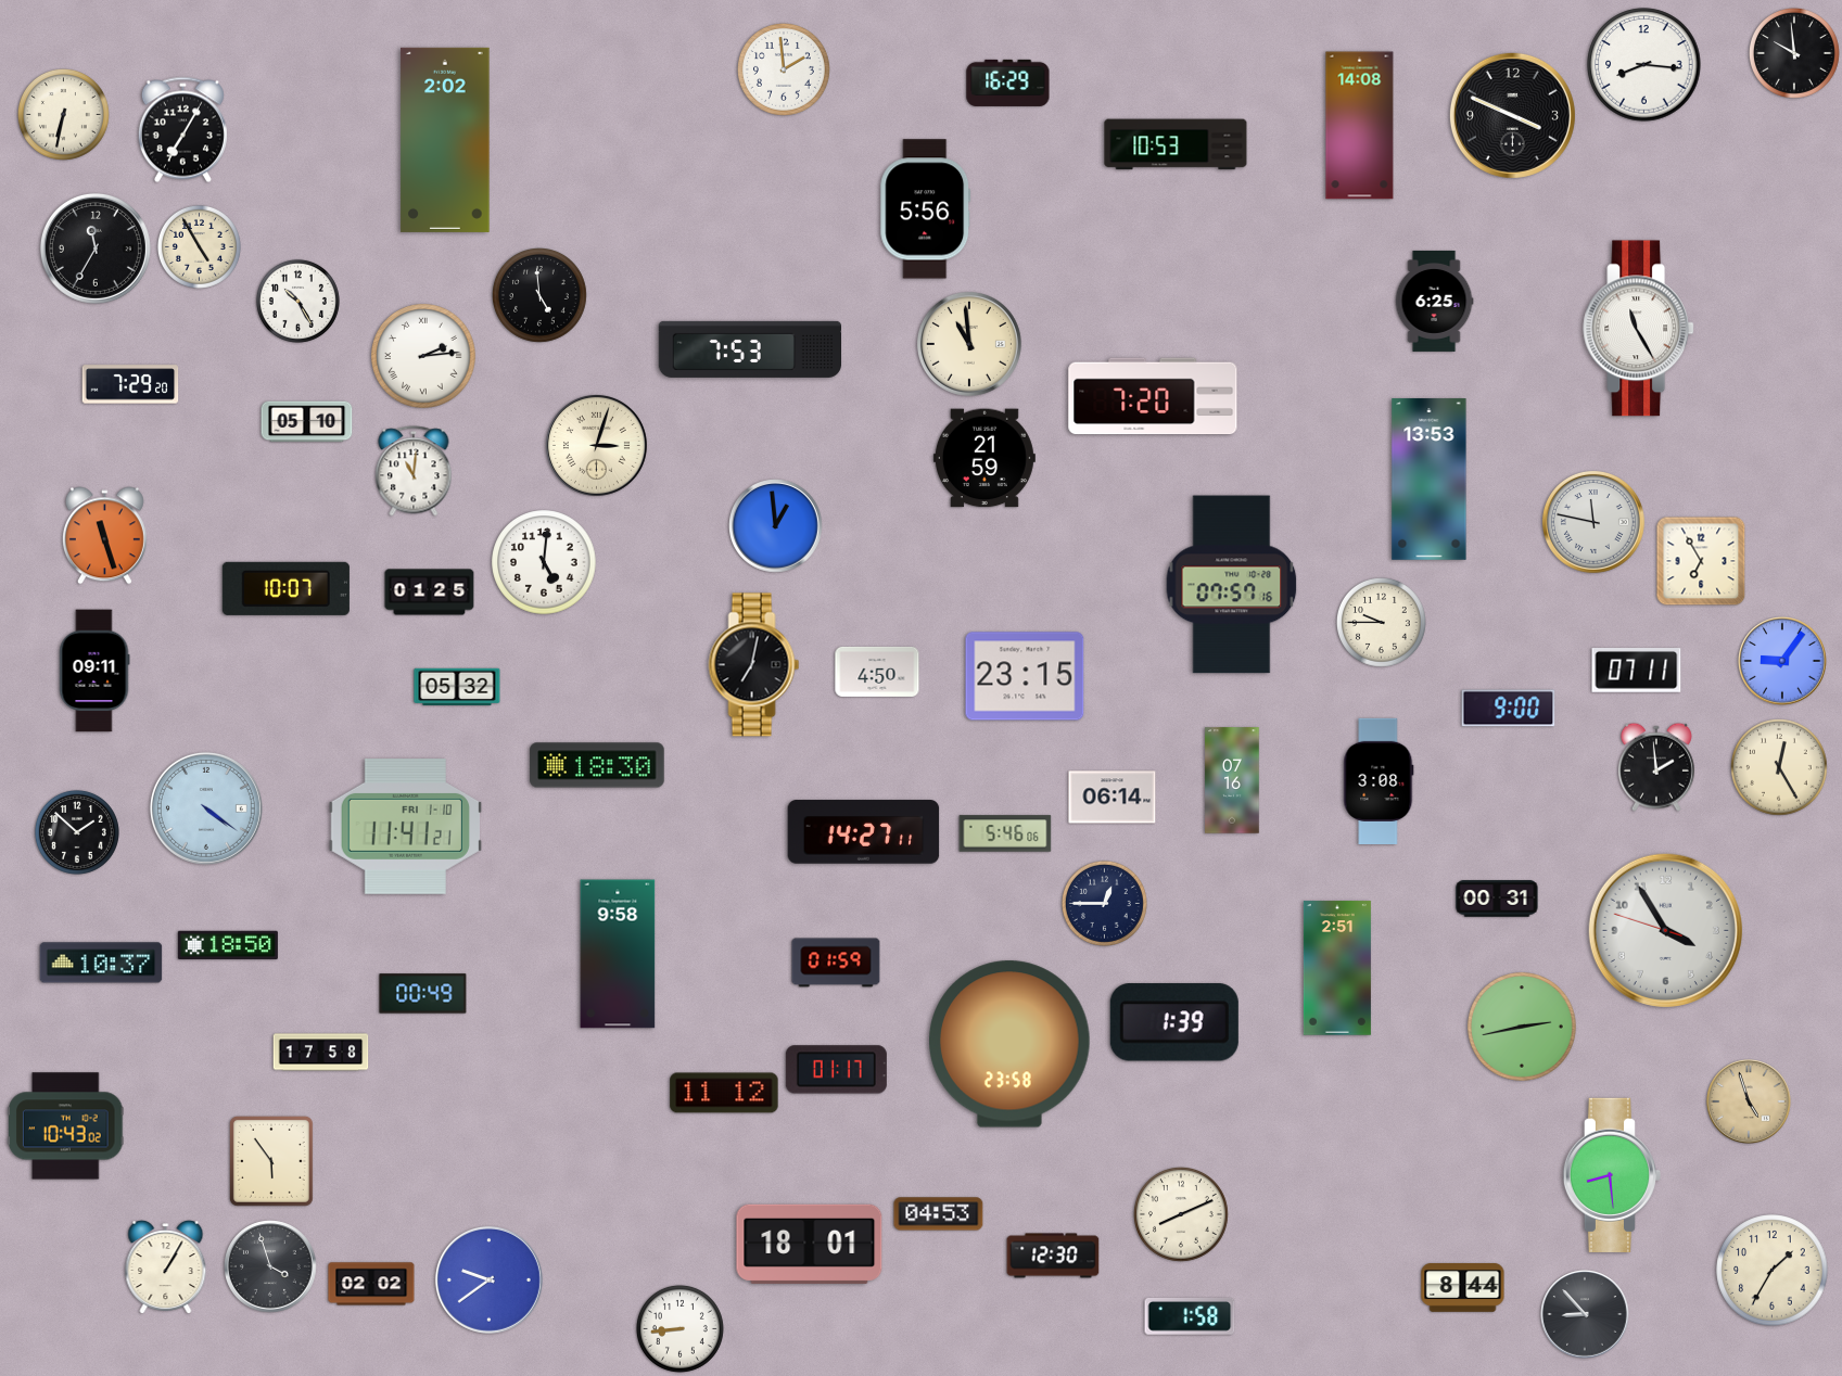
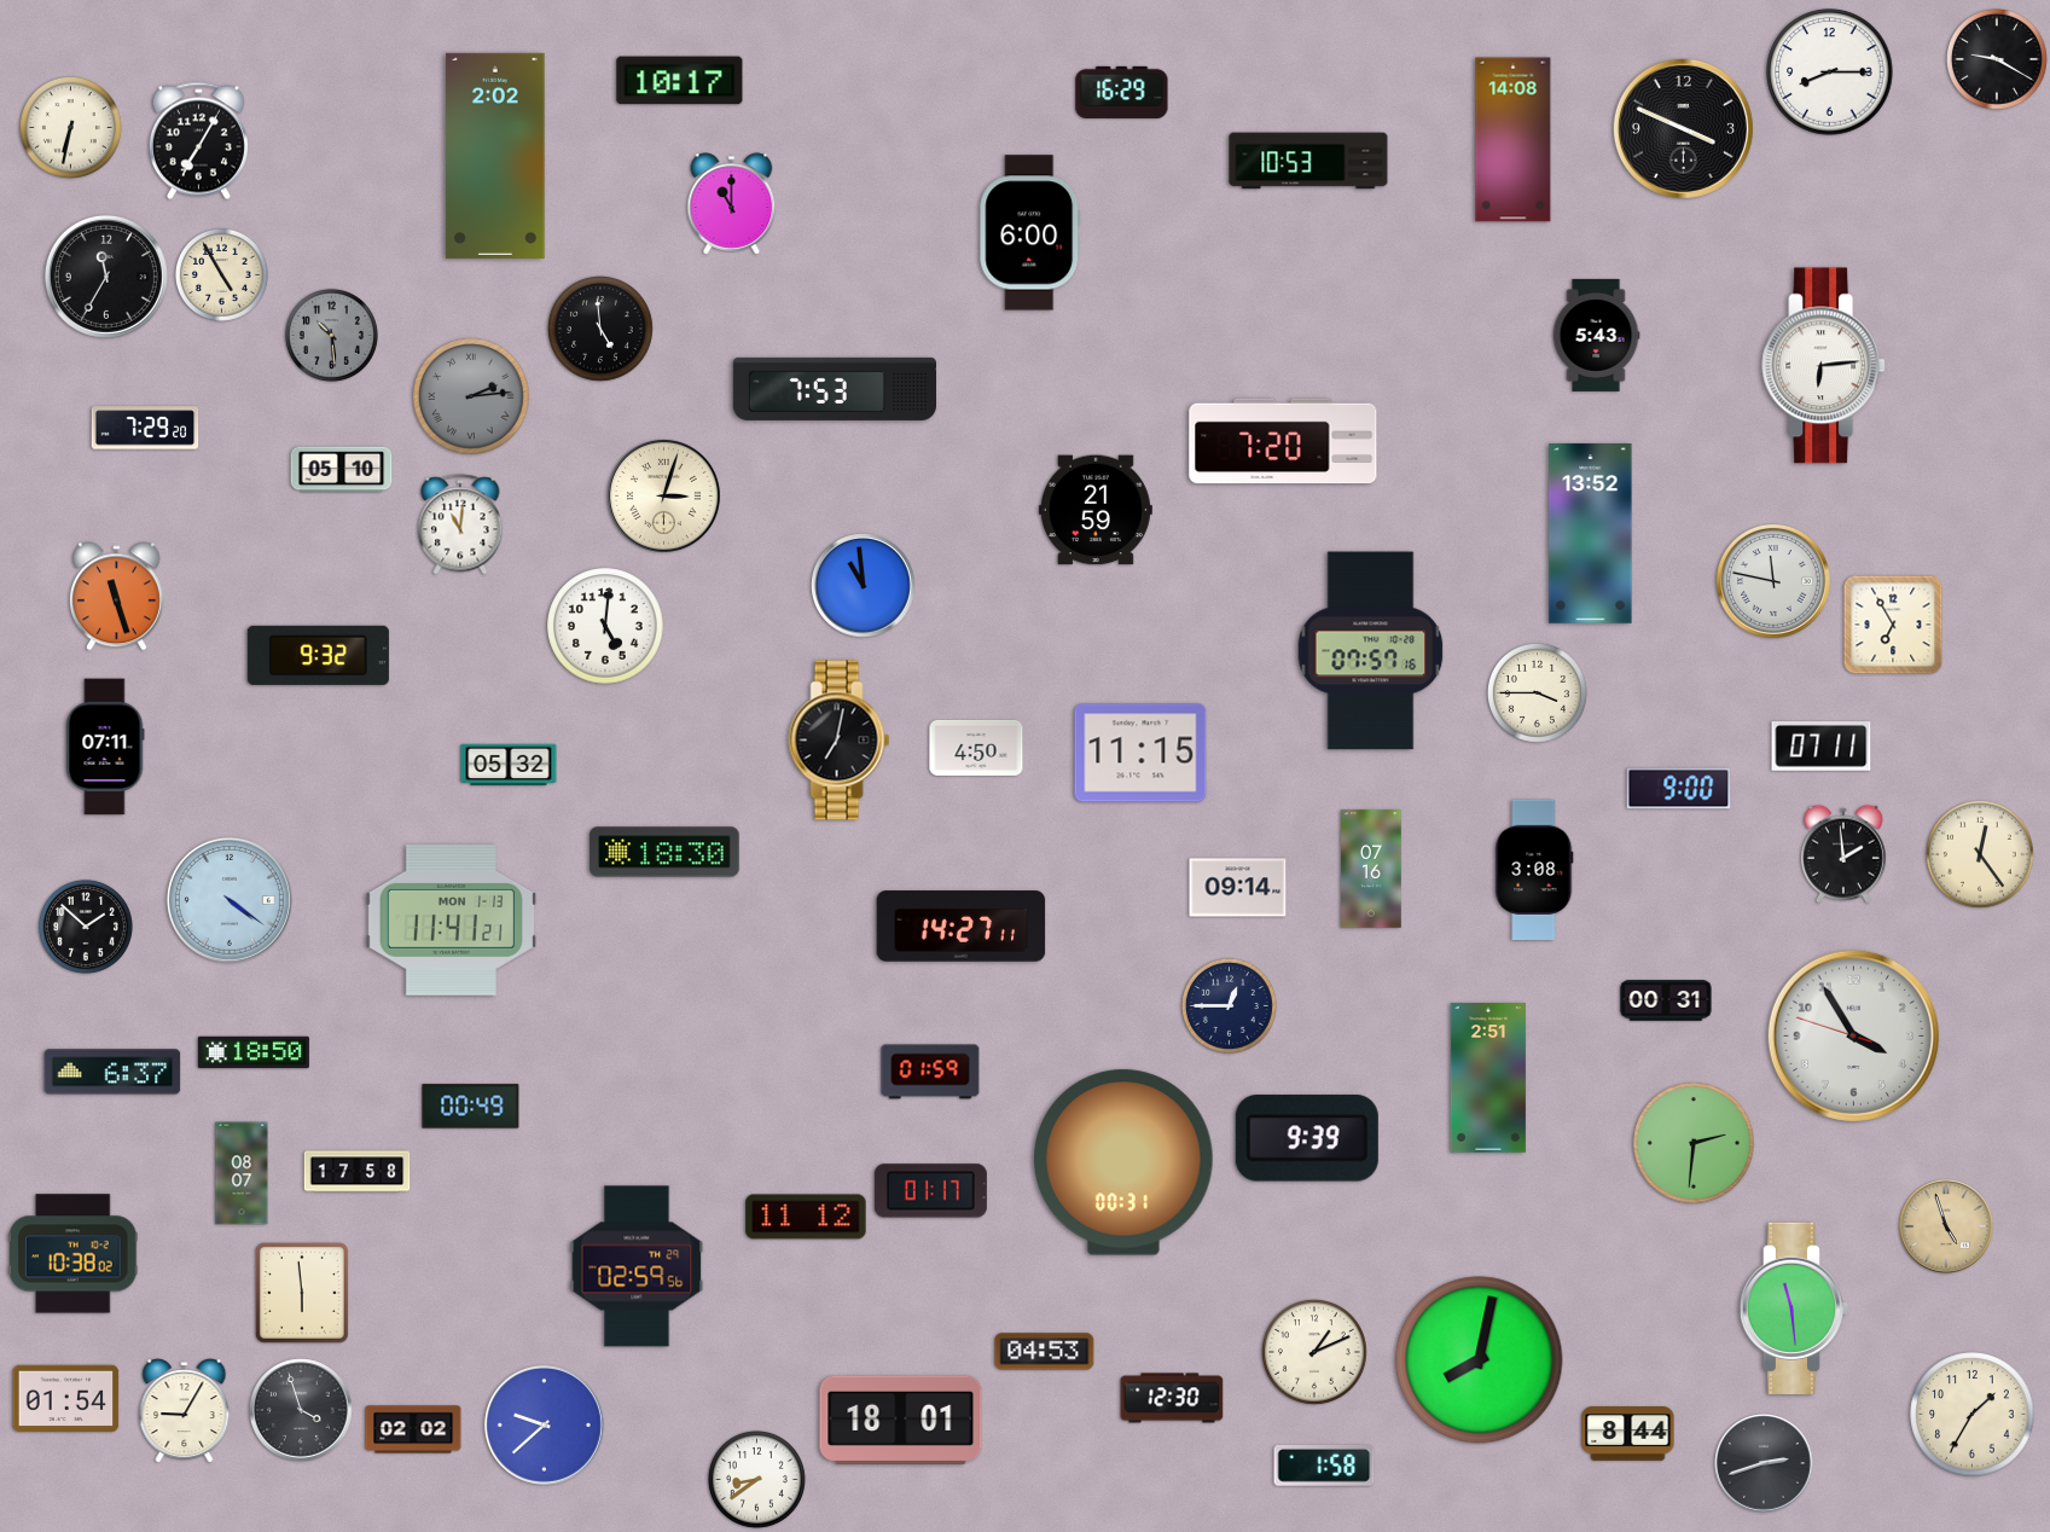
clock at (1794, 53): 9:59 -> 9:20
clock at (1644, 65): 8:16 -> 8:15
clock at (784, 69): 1:59 -> none
clock at (680, 81): none -> 10:17
clock at (182, 130) position: (182, 130) -> (198, 141)
clock at (732, 204): none -> 11:00
clock at (926, 209): 5:56 -> 6:00
clock at (297, 301): 10:25 -> 10:29
clock at (297, 301) dial: white -> grey
clock at (1434, 301): 6:25 -> 5:43
clock at (1639, 329): 11:25 -> 6:14
clock at (969, 344): 10:59 -> none
clock at (423, 356) dial: white -> grey
clock at (1430, 480): 13:53 -> 13:52
clock at (776, 526): 12:59 -> 10:59
clock at (285, 588): 10:07 -> 9:32
clock at (430, 593): 01:25 -> none
clock at (1381, 622): 9:45 -> 3:45
clock at (1782, 661): 9:06 -> none
clock at (94, 671): 09:11 -> 07:11
clock at (1025, 676): 23:15 -> 11:15
clock at (1780, 768): 12:25 -> 12:24
clock at (1113, 798): 06:14 -> 09:14
clock at (405, 827) date: FRI 1-10 -> MON 1-13
clock at (1005, 833): 5:46 -> none
clock at (618, 954): 9:58 -> none
clock at (101, 963): 10:37 -> 6:37
clock at (1174, 1022): 1:39 -> 9:39
clock at (1522, 1027): 2:43 -> 2:31
clock at (1011, 1044): 23:58 -> 00:31
clock at (242, 1173): none -> 08:07
clock at (66, 1126): 10:43 -> 10:38
clock at (637, 1266): none -> 02:59
clock at (271, 1161): 5:54 -> 5:59
clock at (1611, 1175): 8:29 -> 11:29
clock at (1182, 1215): 8:11 -> 1:11
clock at (1480, 1360): none -> 8:02
clock at (810, 1244) position: (810, 1244) -> (901, 1420)
clock at (66, 1398): none -> 01:54
clock at (166, 1267): 1:05 -> 9:05
clock at (488, 1279): 9:39 -> 9:38
clock at (1585, 1314): 8:53 -> 2:42
clock at (679, 1328): 8:44 -> 8:39
